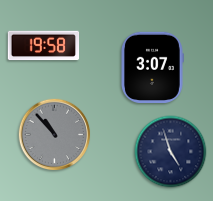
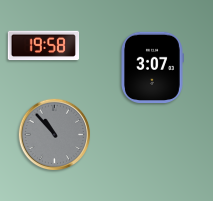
clock at (171, 152): 4:57 -> none
